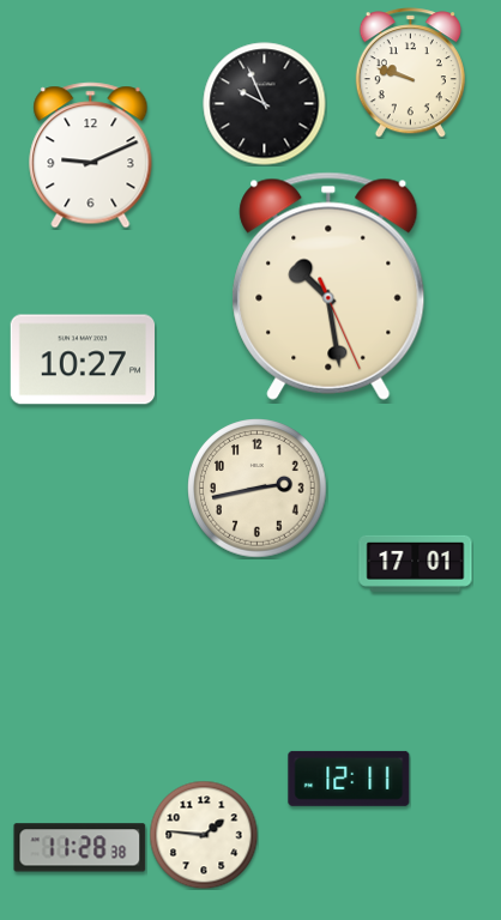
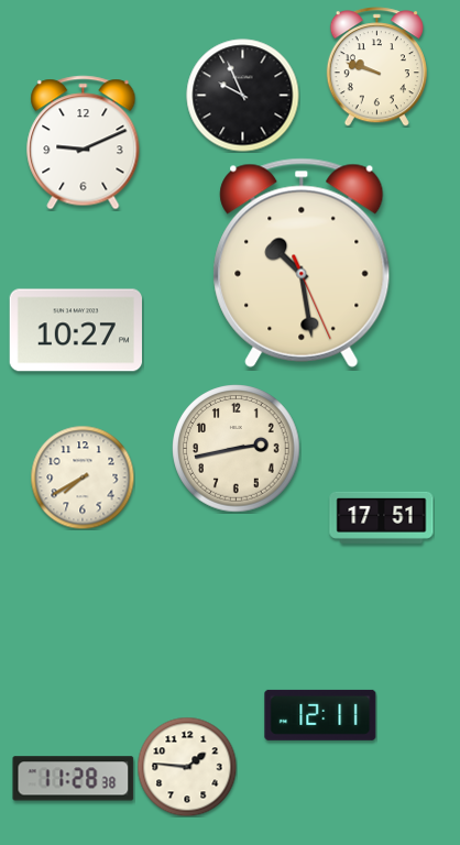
clock at (83, 478): none -> 7:40
clock at (416, 563): 17:01 -> 17:51
